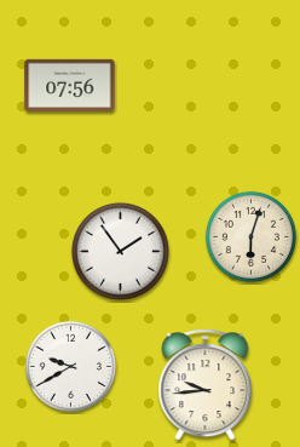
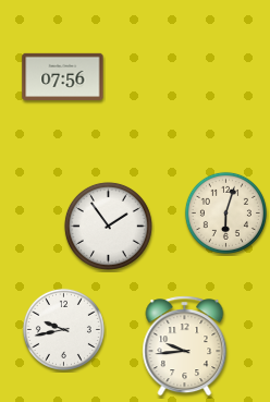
clock at (70, 366): 9:40 -> 9:43
